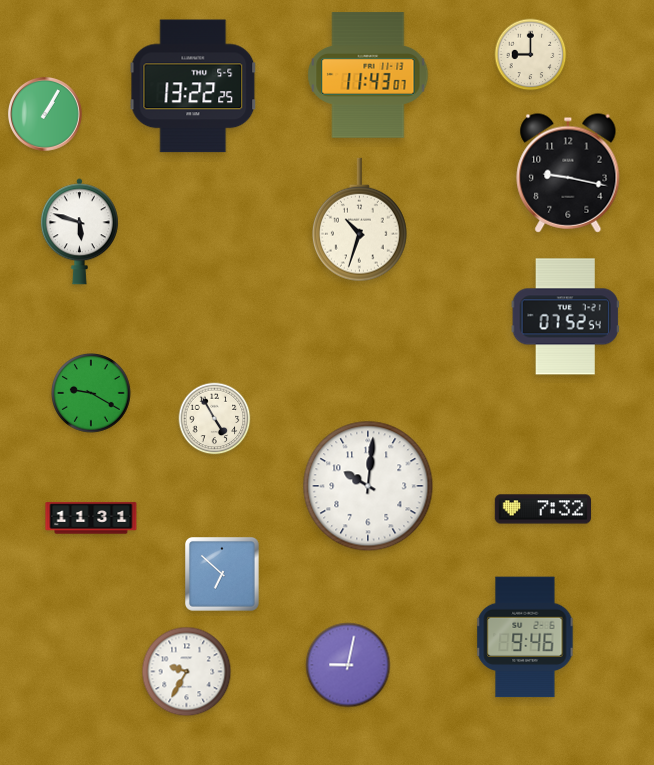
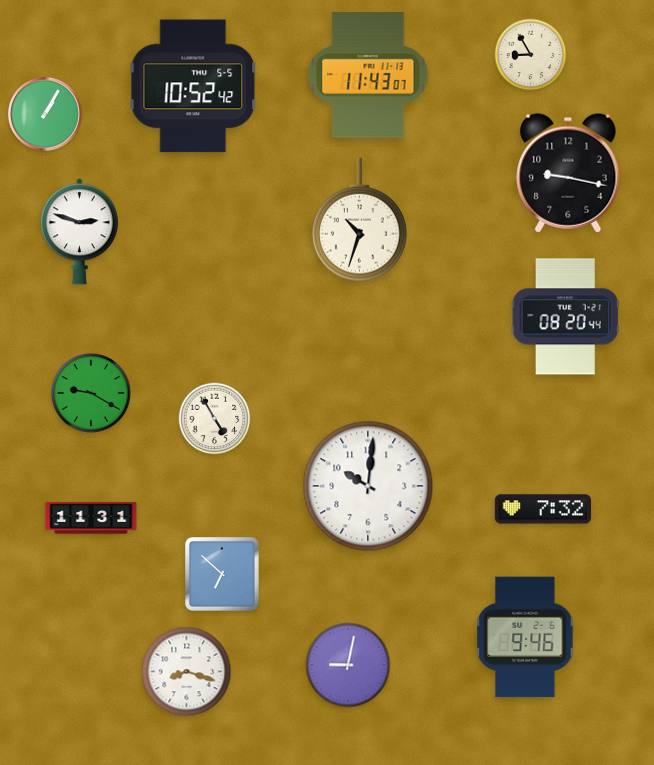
clock at (531, 55): 9:00 -> 8:55
clock at (193, 86): 13:22 -> 10:52
clock at (79, 232): 5:48 -> 2:48
clock at (565, 317): 07:52 -> 08:20
clock at (187, 672): 9:35 -> 8:18
